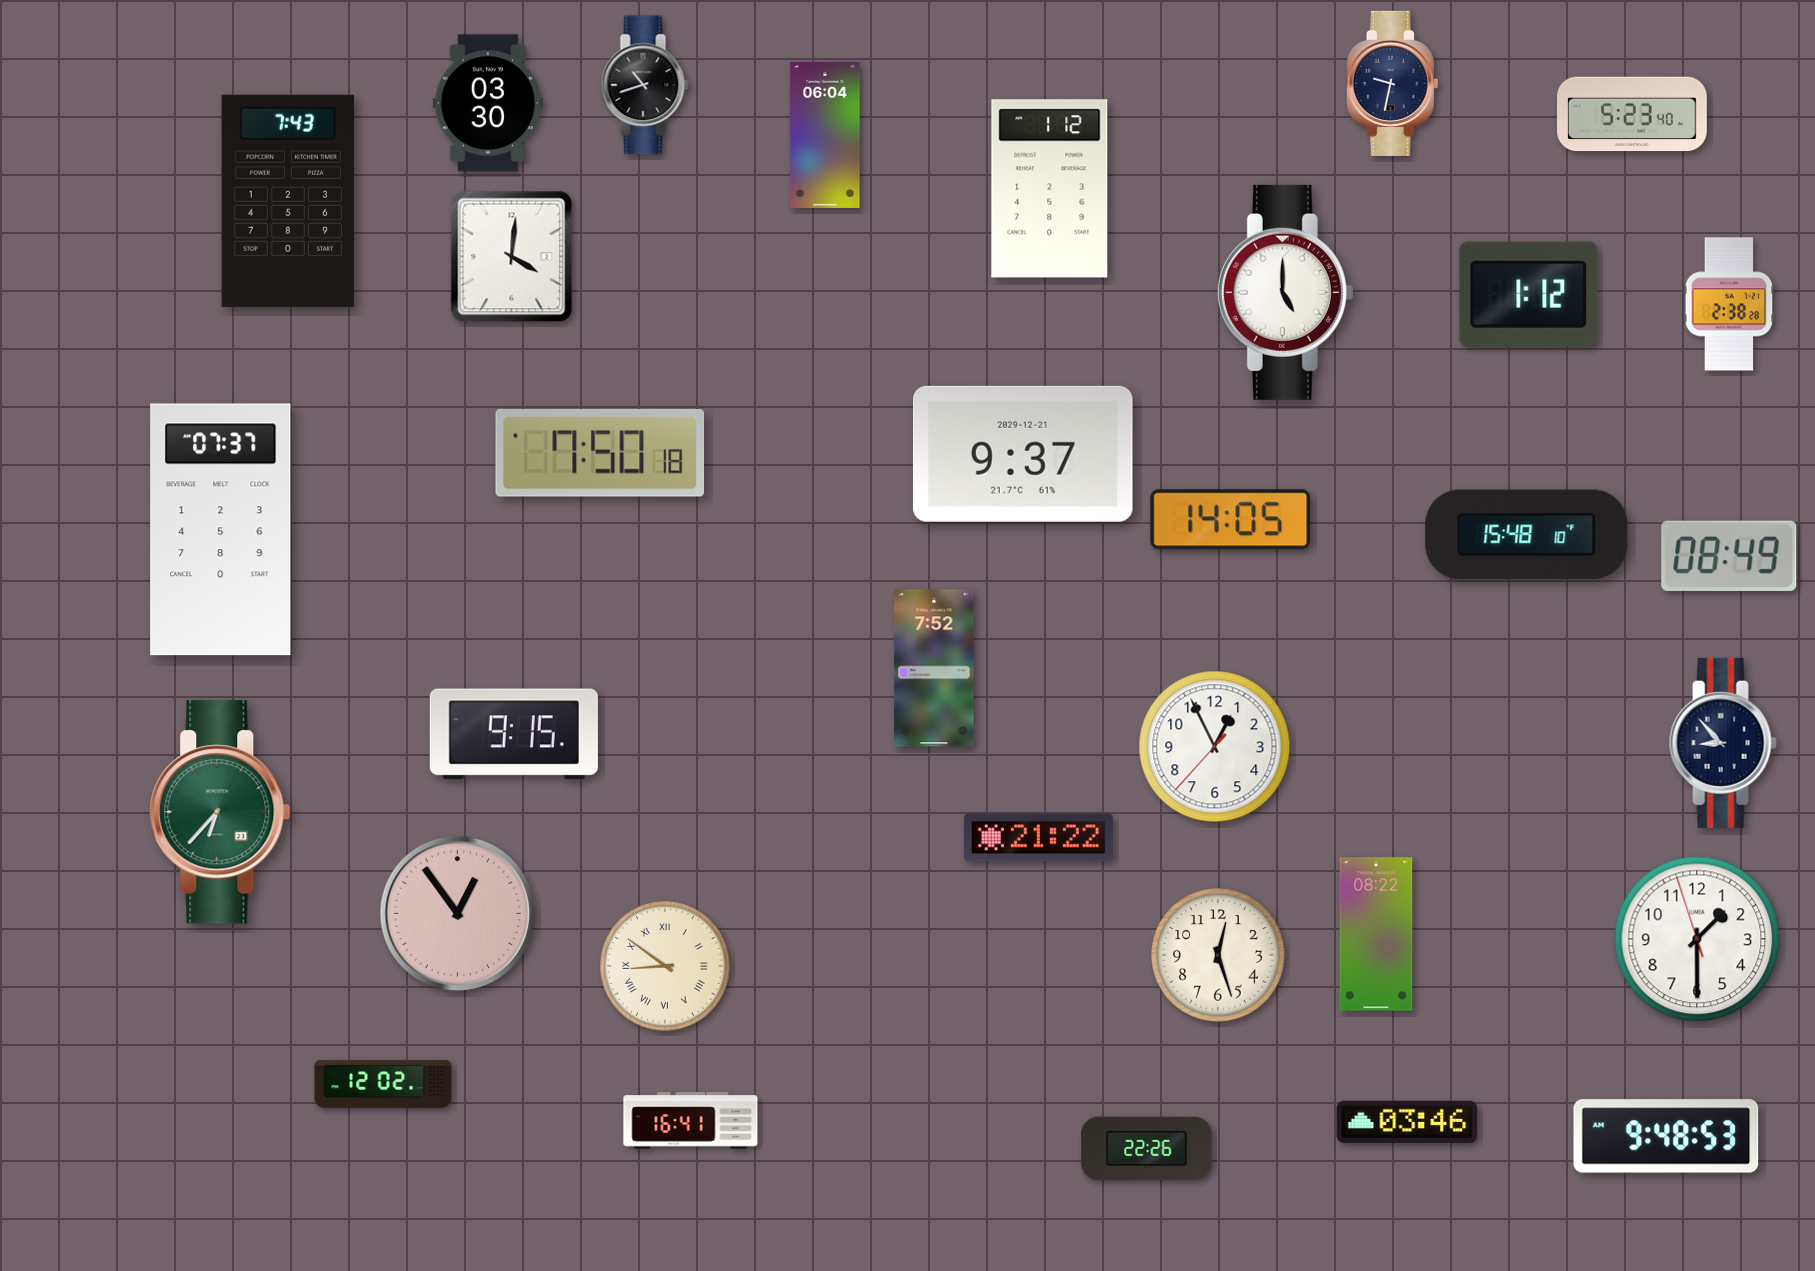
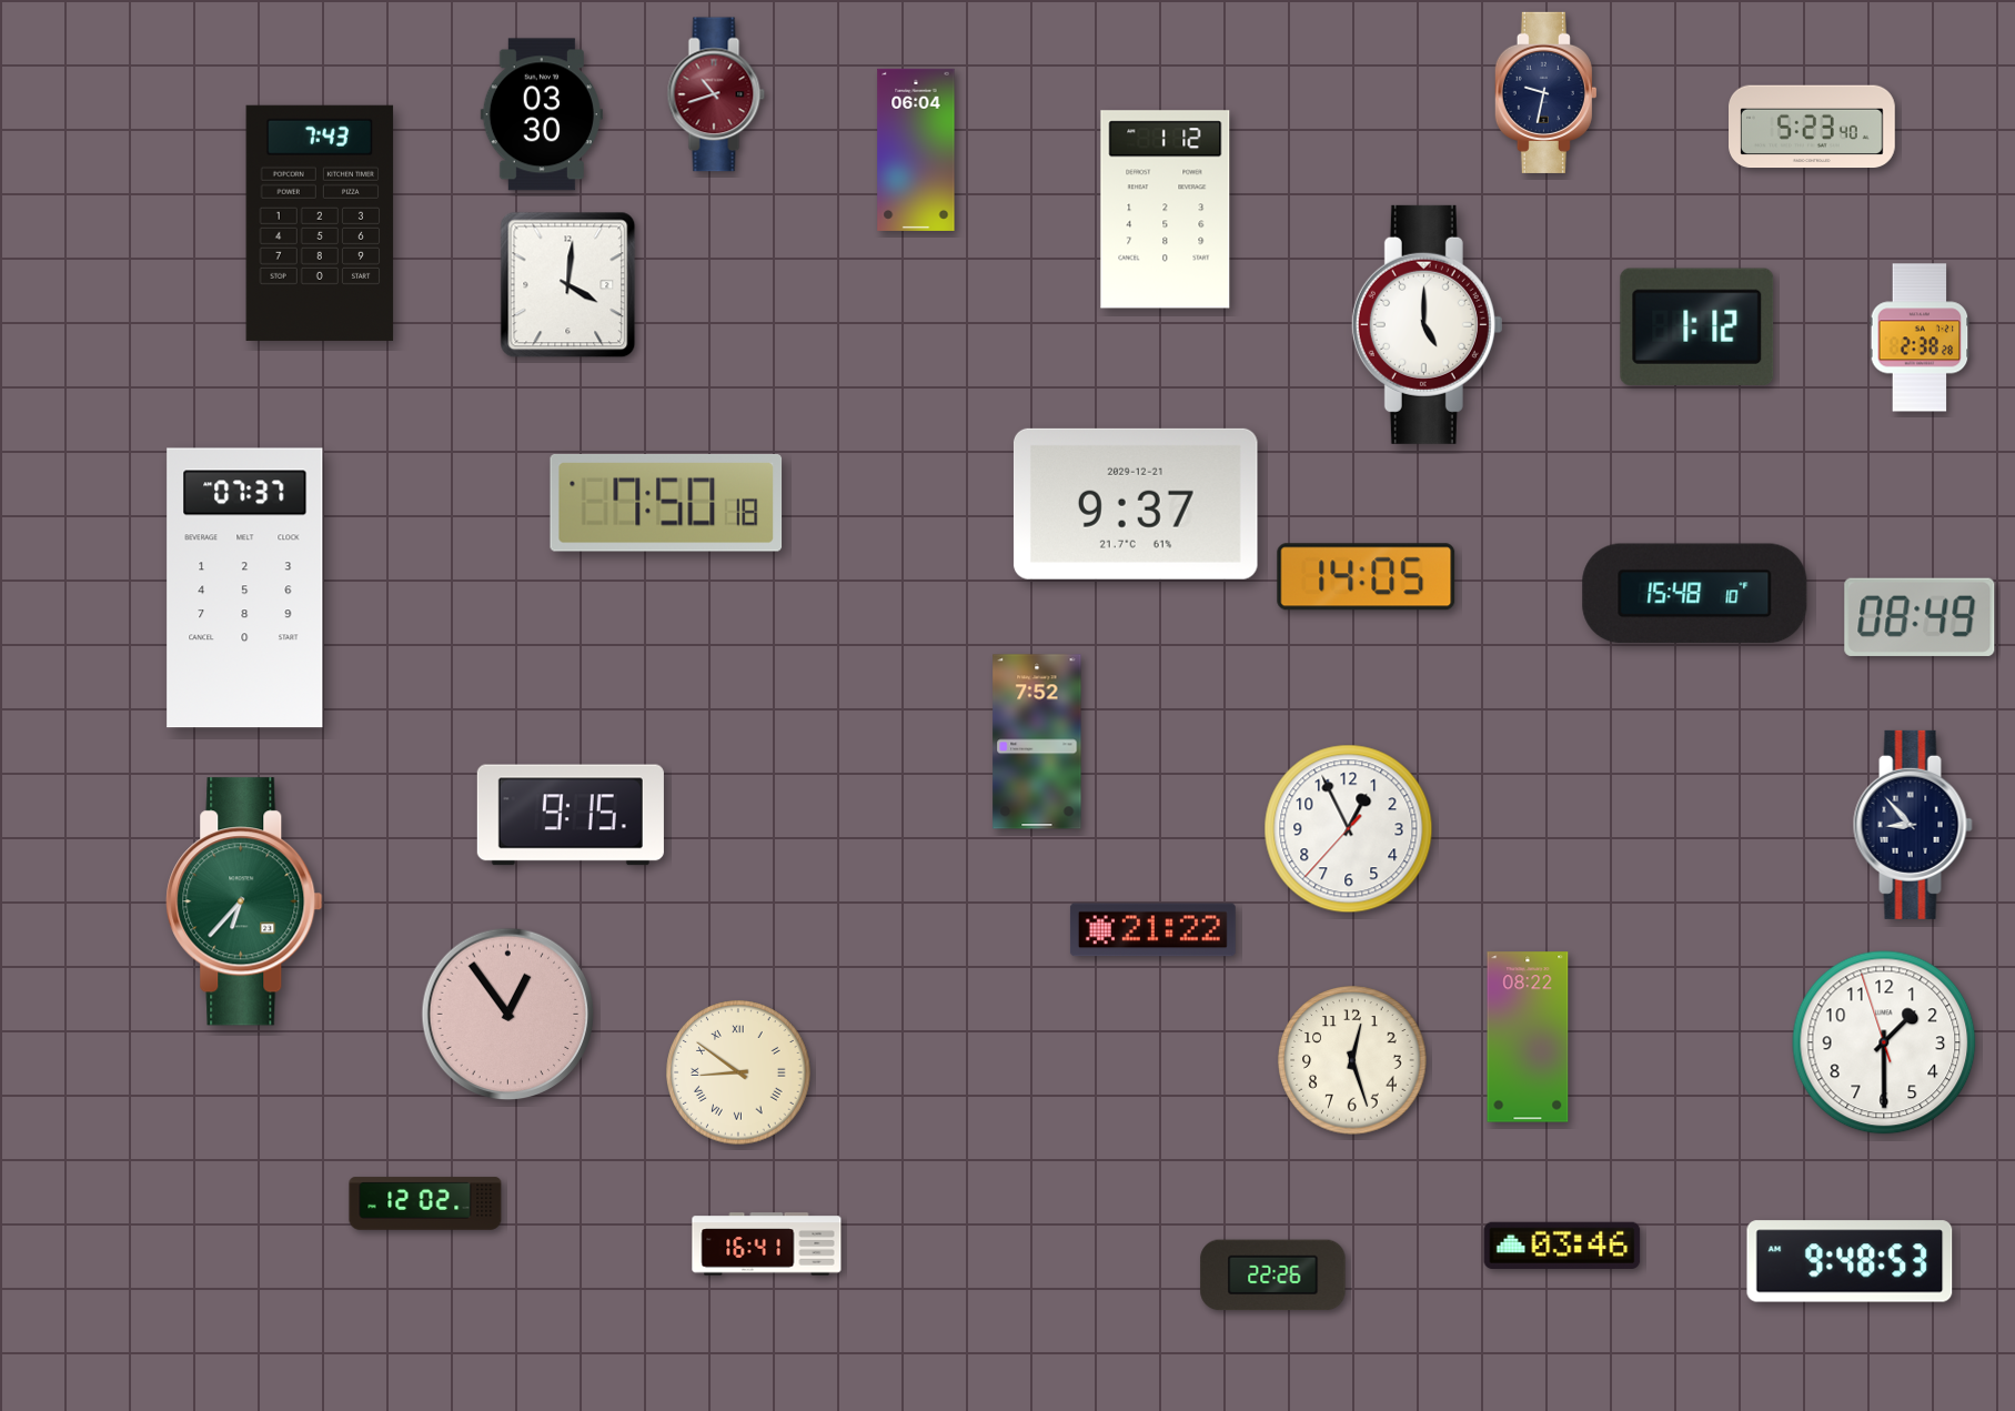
clock at (645, 85) dial: black -> burgundy
